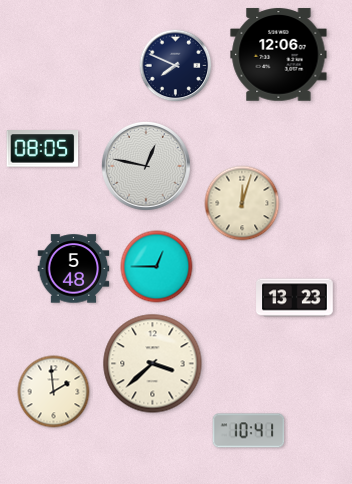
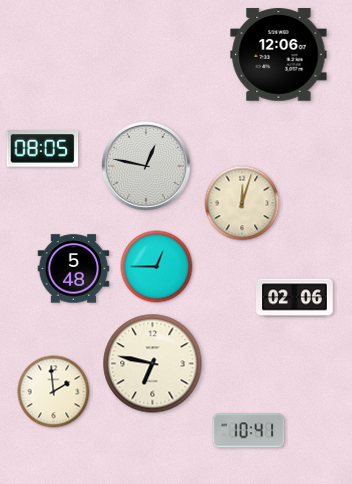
clock at (176, 66): 7:49 -> none
clock at (295, 298): 13:23 -> 02:06
clock at (153, 364): 3:38 -> 6:47
